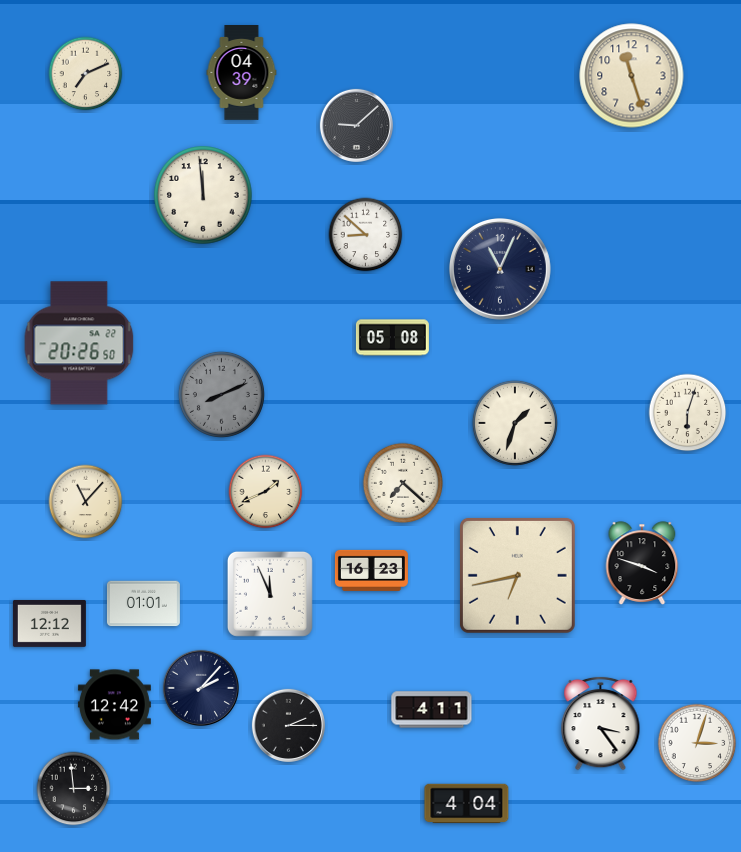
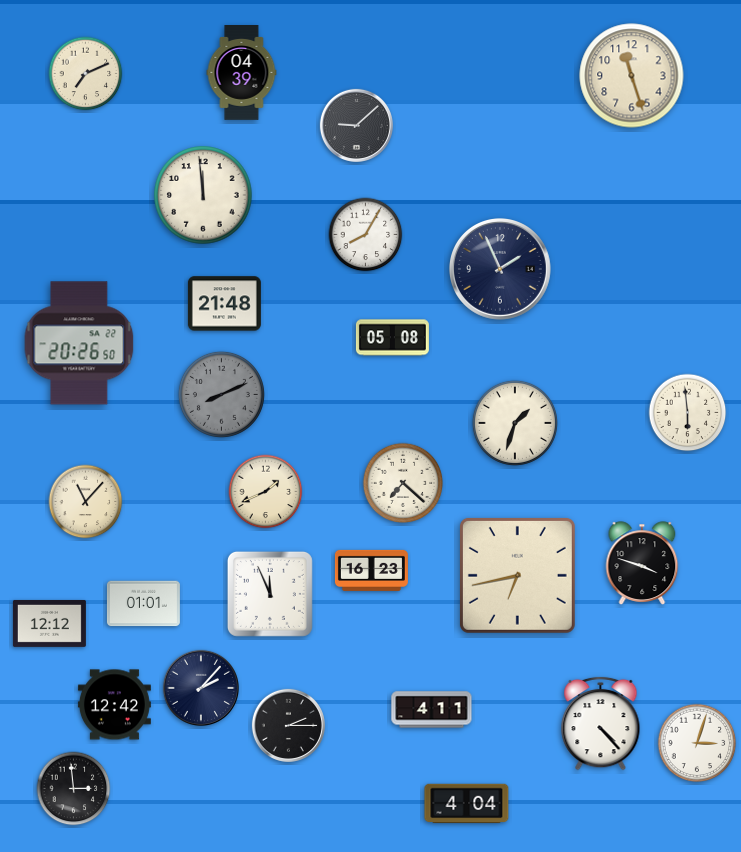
clock at (366, 235): 8:52 -> 8:05
clock at (501, 270): 11:04 -> 1:56
clock at (224, 304): none -> 21:48
clock at (688, 413): 6:03 -> 5:59
clock at (601, 723): 3:24 -> 4:23
